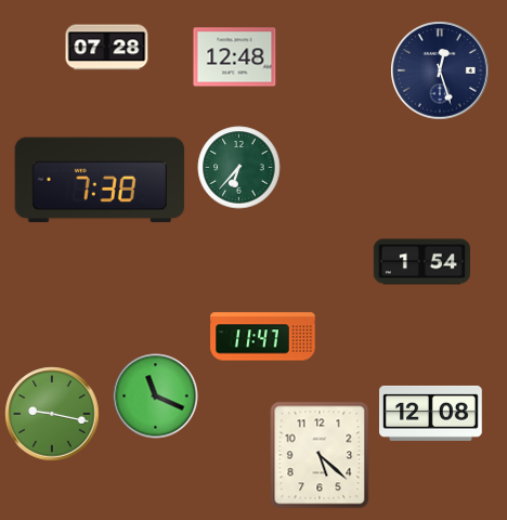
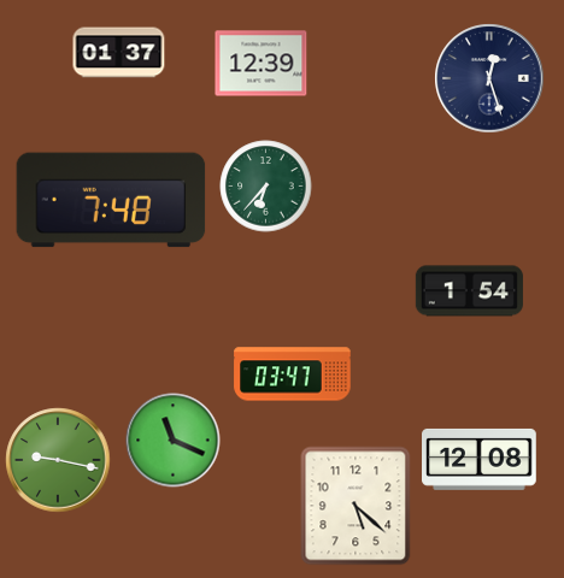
clock at (107, 48): 07:28 -> 01:37
clock at (235, 57): 12:48 -> 12:39
clock at (100, 180): 7:38 -> 7:48
clock at (263, 337): 11:47 -> 03:47
